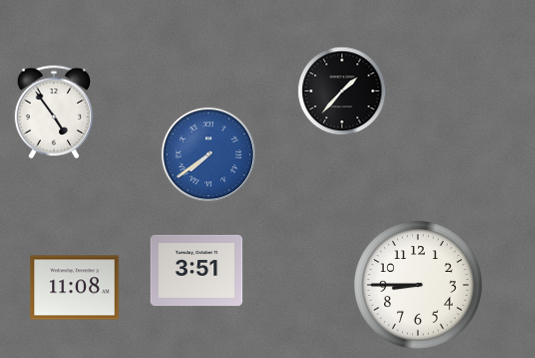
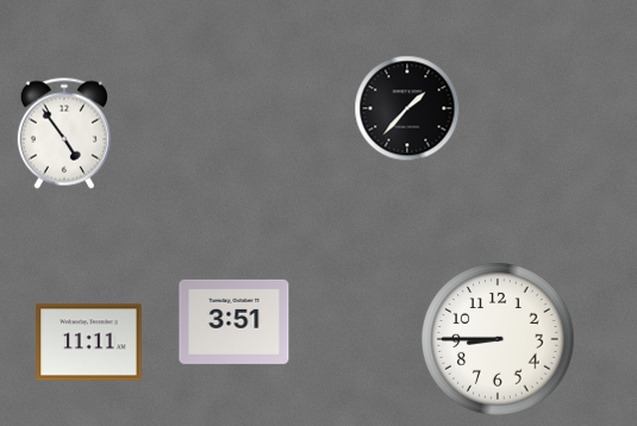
clock at (209, 155): 7:39 -> none
clock at (75, 288): 11:08 -> 11:11
